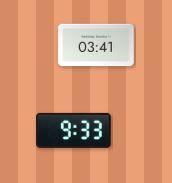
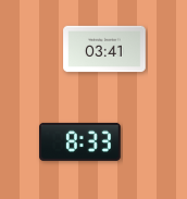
clock at (74, 130): 9:33 -> 8:33
